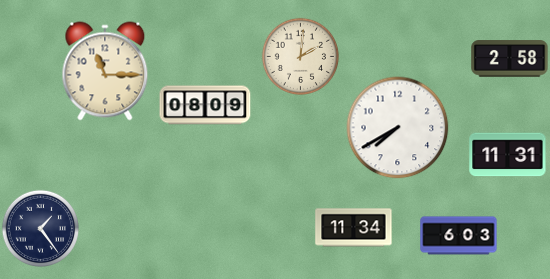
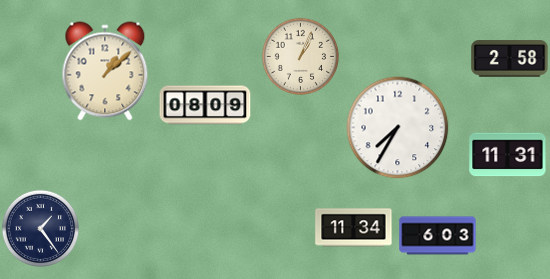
clock at (300, 56): 2:01 -> 1:04
clock at (105, 71): 11:15 -> 1:08
clock at (398, 128): 7:40 -> 7:35
clock at (459, 236) position: (459, 236) -> (438, 236)
